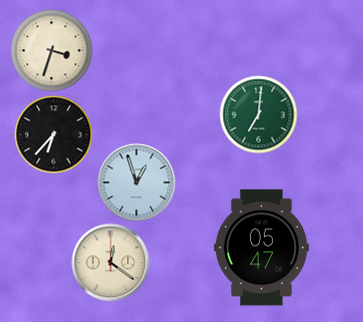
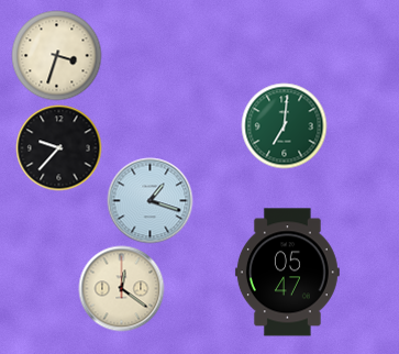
clock at (53, 134): 6:37 -> 9:37
clock at (136, 182): 12:57 -> 1:18
